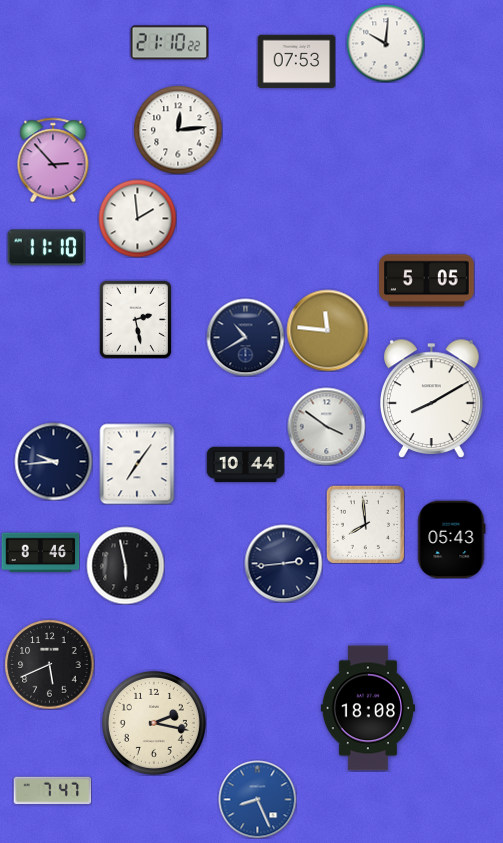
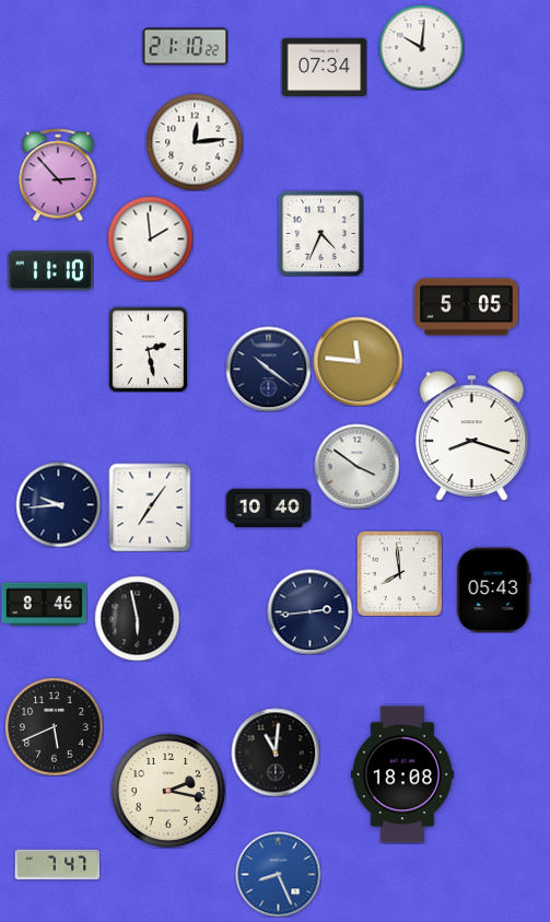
clock at (296, 62): 07:53 -> 07:34
clock at (320, 233): none -> 4:34
clock at (245, 337): 10:40 -> 10:21
clock at (432, 399): 8:10 -> 8:18
clock at (245, 465): 10:44 -> 10:40
clock at (283, 563) position: (283, 563) -> (309, 611)
clock at (276, 752): none -> 11:01
clock at (257, 799) position: (257, 799) -> (278, 874)
